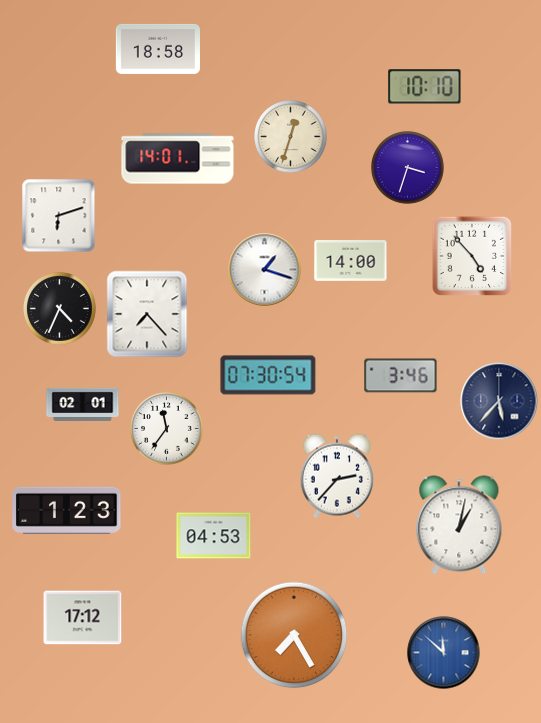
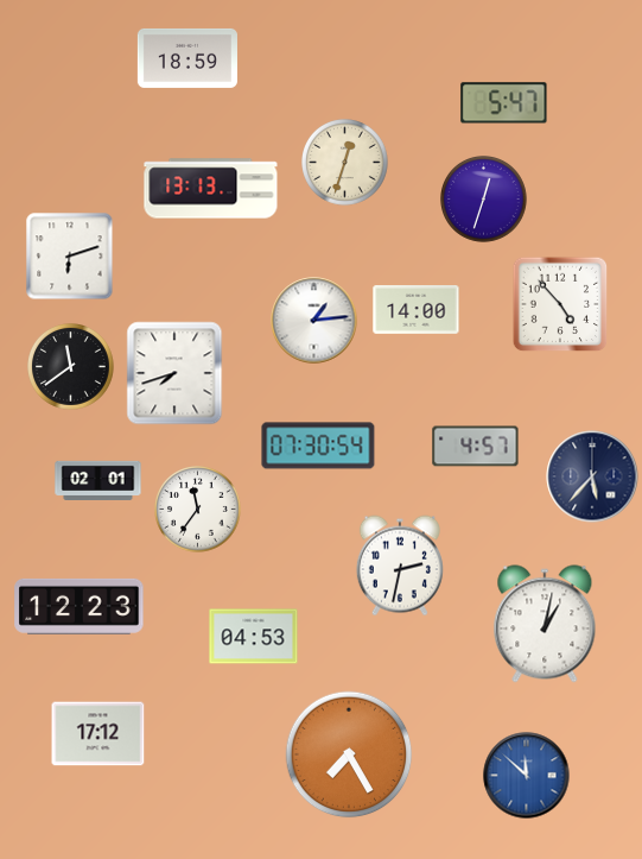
clock at (158, 49): 18:58 -> 18:59
clock at (425, 87): 10:10 -> 5:47
clock at (178, 159): 14:01 -> 13:13
clock at (408, 168): 3:33 -> 12:33
clock at (265, 270): 1:18 -> 1:14
clock at (60, 309): 4:34 -> 11:39
clock at (147, 314): 7:23 -> 7:42
clock at (401, 376): 3:46 -> 4:57
clock at (337, 476): 2:37 -> 2:32
clock at (67, 510): 1:23 -> 12:23
